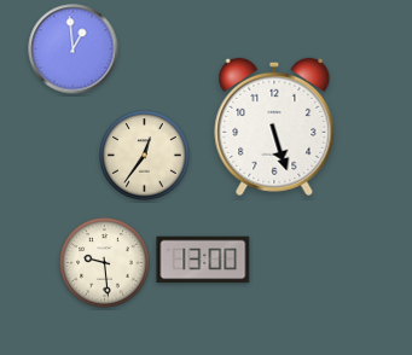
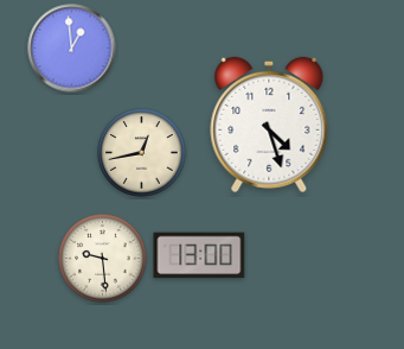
clock at (274, 127): 5:27 -> 4:27
clock at (145, 156): 12:36 -> 12:43
